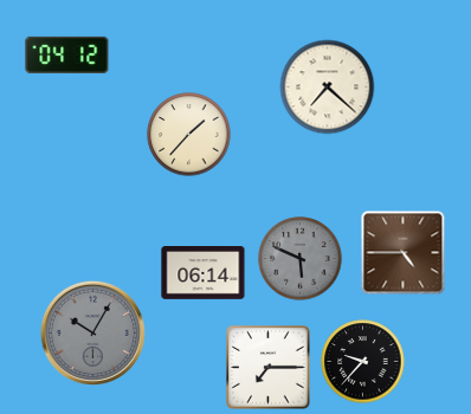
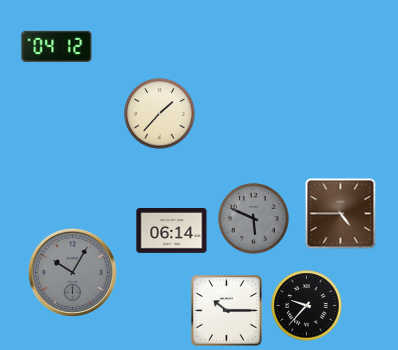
clock at (328, 88): 7:22 -> none
clock at (92, 332) position: (92, 332) -> (72, 272)
clock at (269, 368): 7:15 -> 10:15
